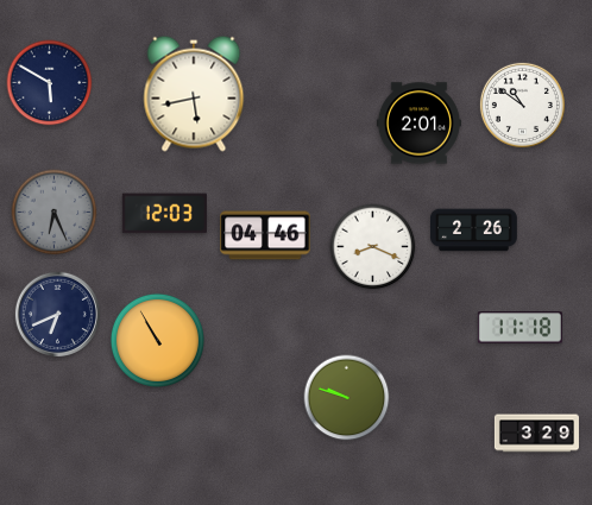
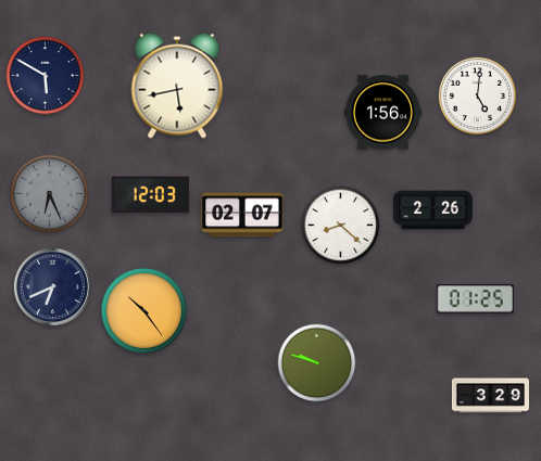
clock at (522, 105): 10:51 -> 5:01
clock at (418, 124): 2:01 -> 1:56
clock at (265, 235): 04:46 -> 02:07
clock at (373, 247): 8:19 -> 8:22
clock at (519, 328): 11:18 -> 01:25
clock at (157, 340): 10:55 -> 10:24
